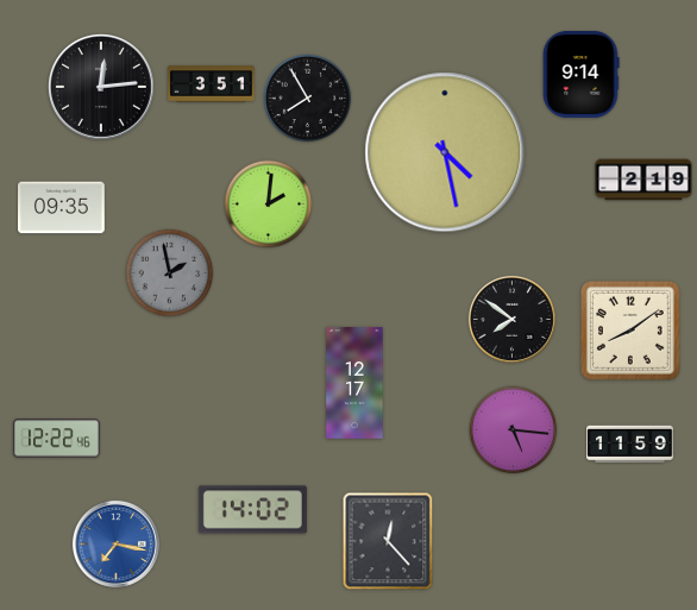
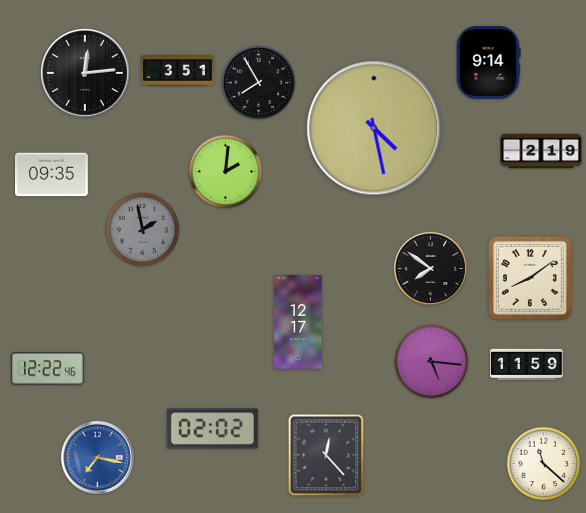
clock at (630, 445) position: (630, 445) -> (527, 365)
clock at (252, 510): 14:02 -> 02:02
clock at (544, 464): none -> 11:22
